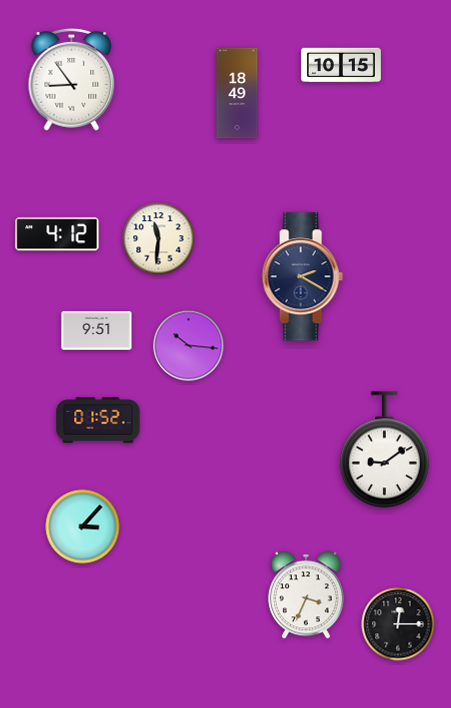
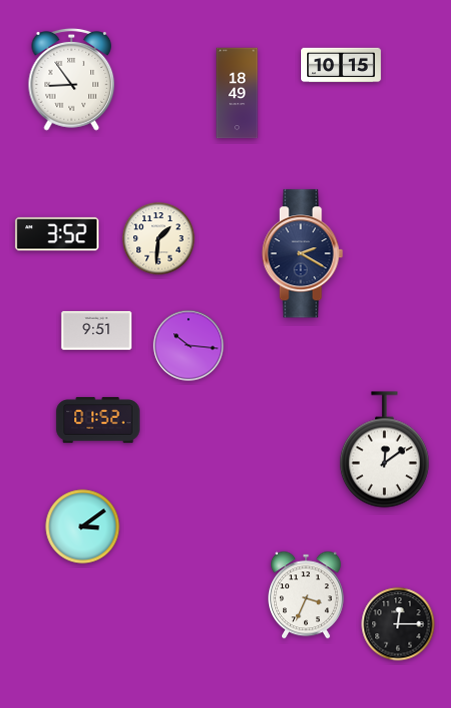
clock at (57, 234): 4:12 -> 3:52
clock at (159, 239): 11:31 -> 1:31
clock at (302, 277) position: (302, 277) -> (302, 254)
clock at (384, 450): 9:09 -> 12:09
clock at (83, 527): 3:07 -> 3:09
